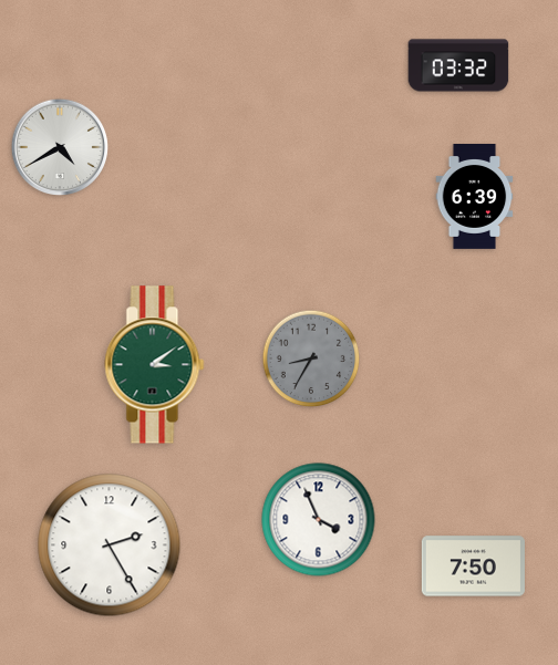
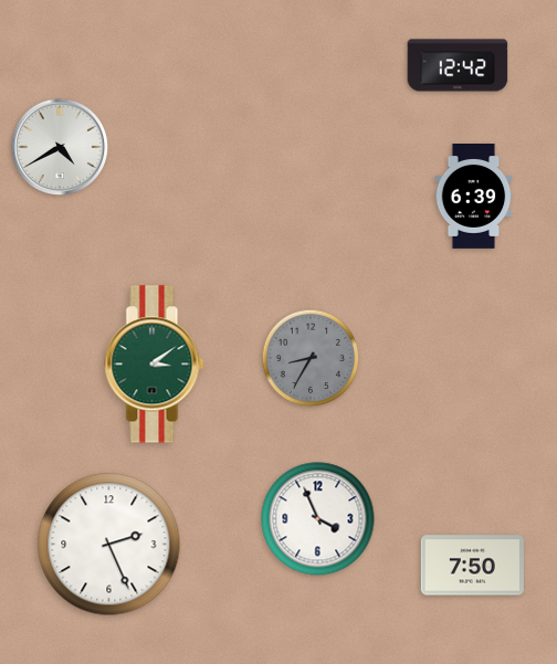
clock at (458, 65): 03:32 -> 12:42
clock at (110, 545): 2:25 -> 2:26
